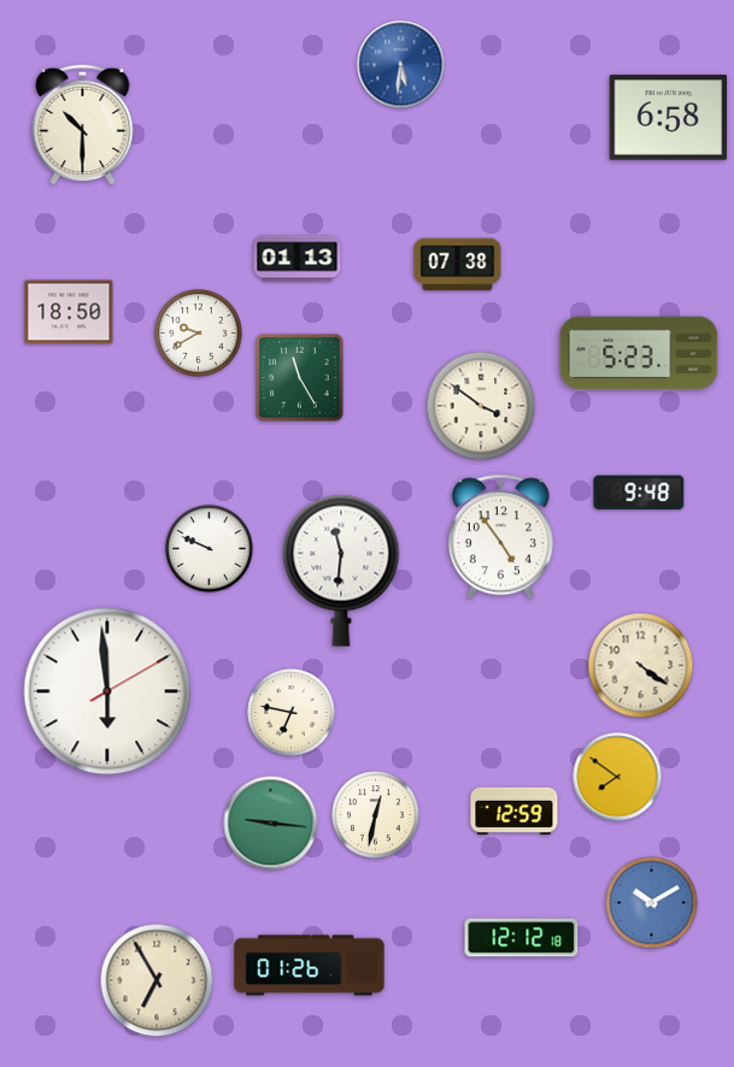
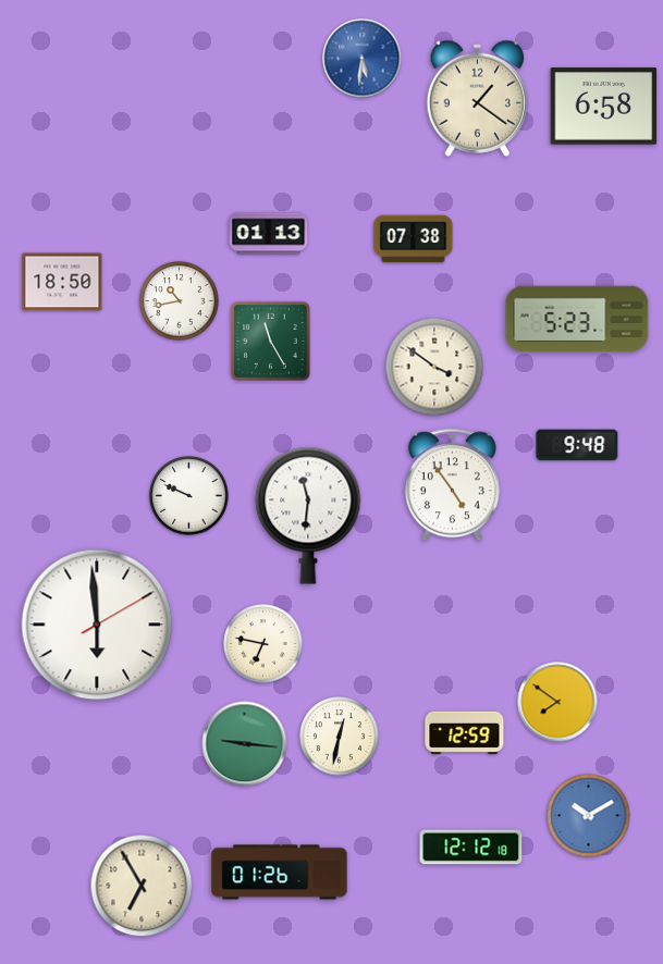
clock at (477, 98): none -> 1:21
clock at (83, 124): 10:30 -> none
clock at (199, 334): 9:40 -> 10:43
clock at (641, 666): 4:21 -> none
